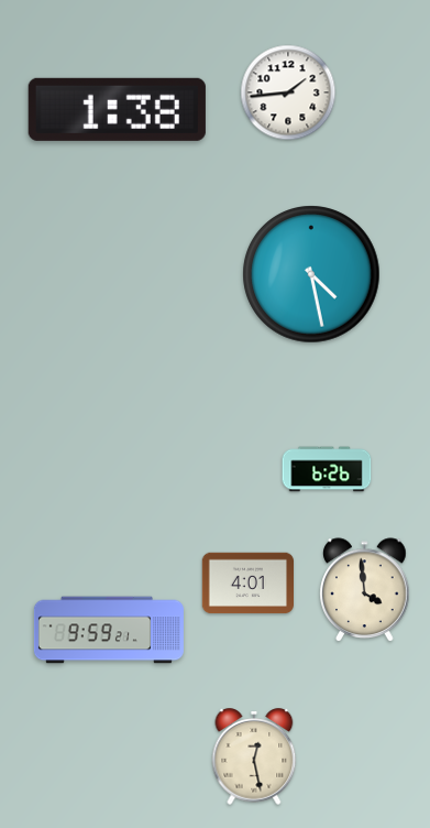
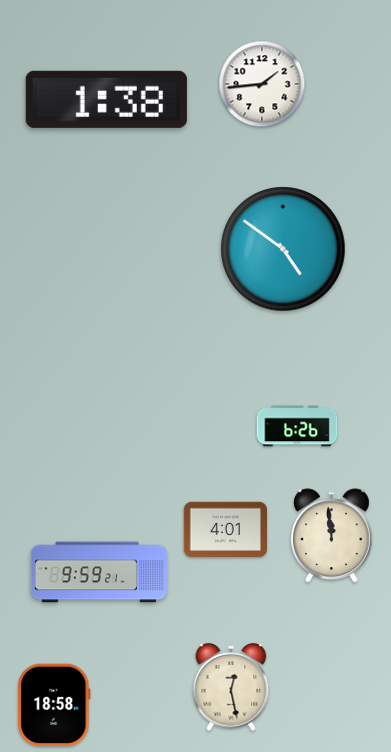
clock at (311, 274): 4:28 -> 4:51
clock at (365, 590): 3:59 -> 11:59
clock at (54, 705): none -> 18:58
